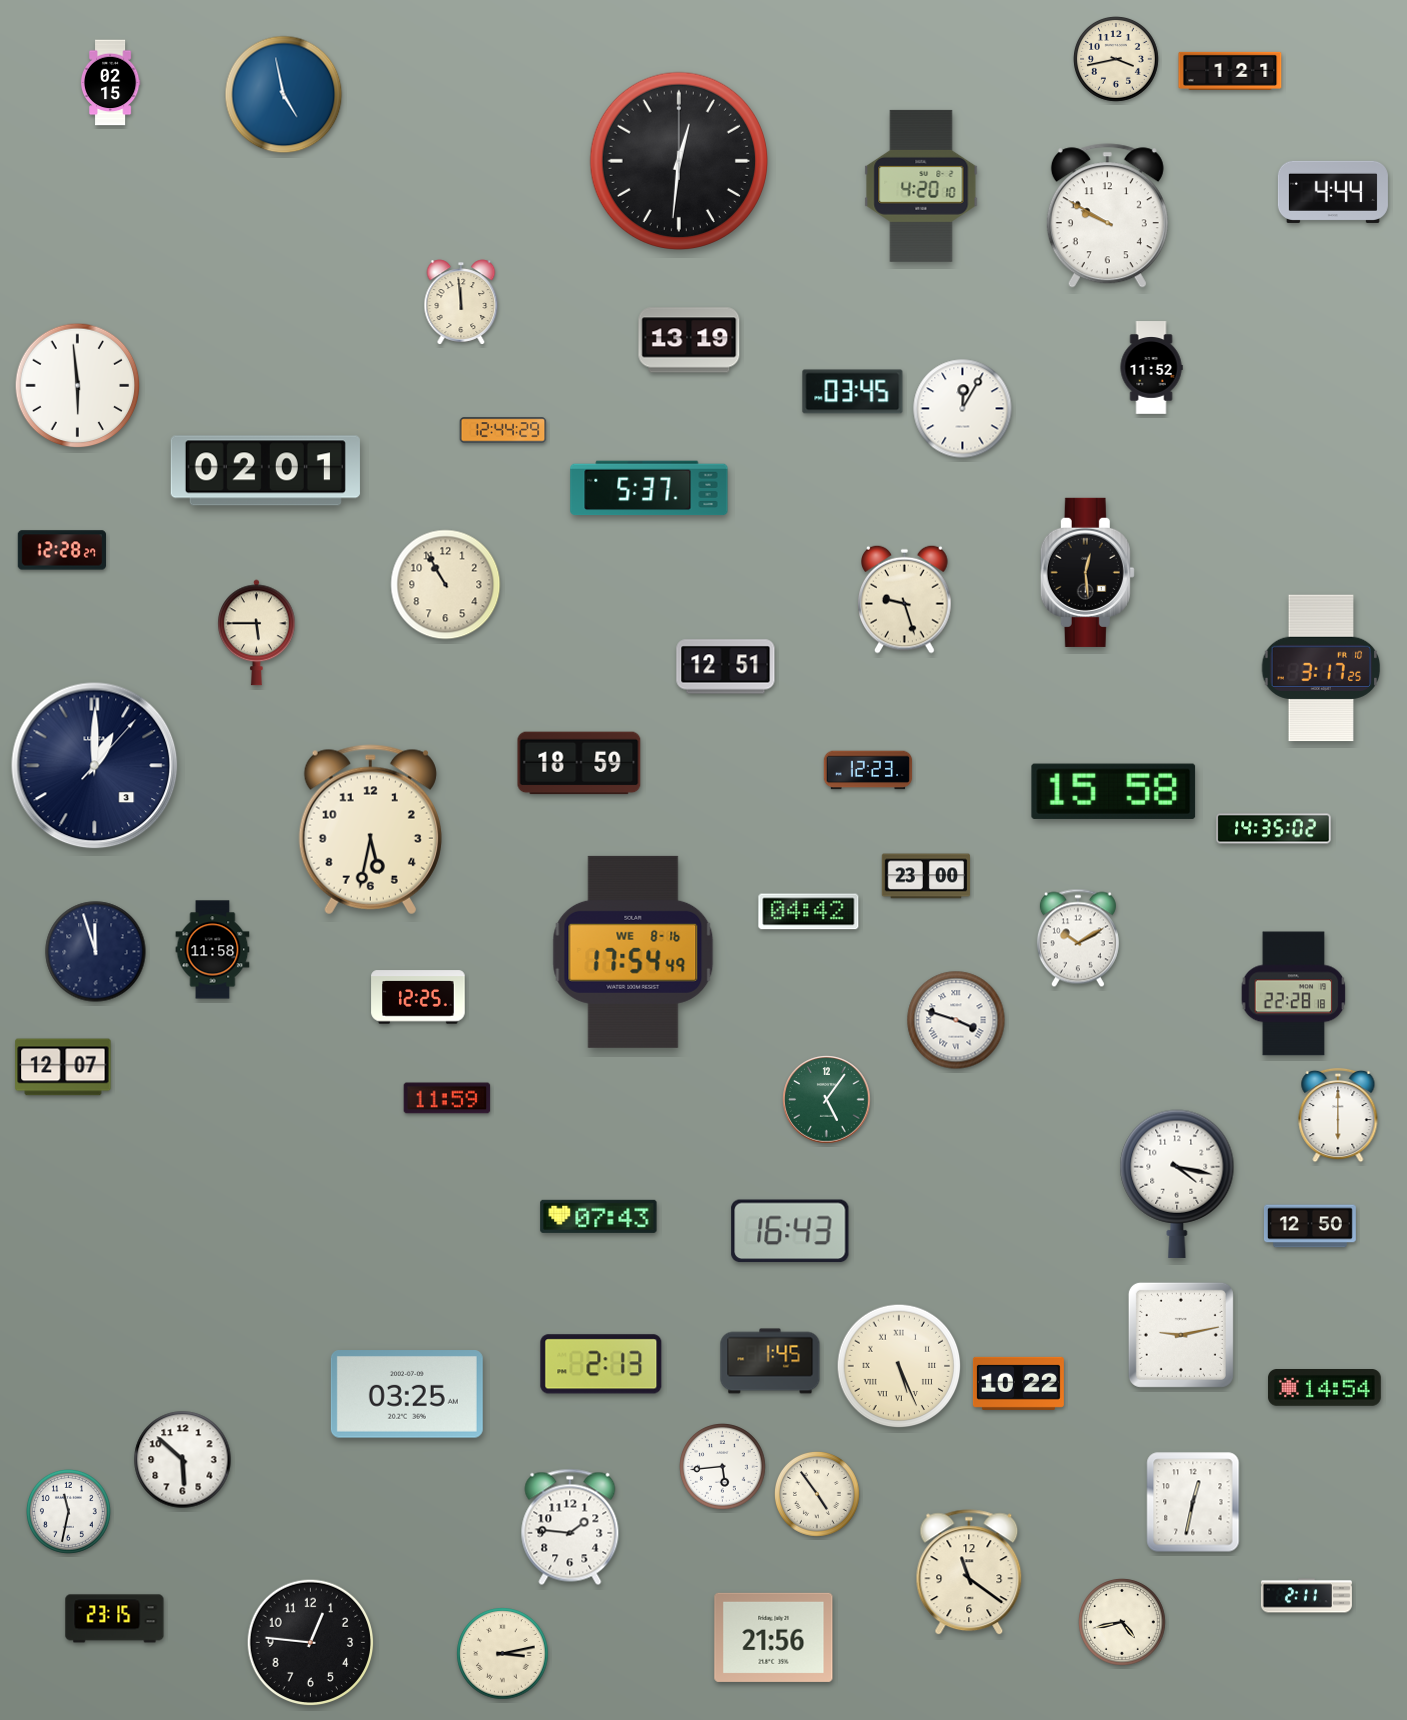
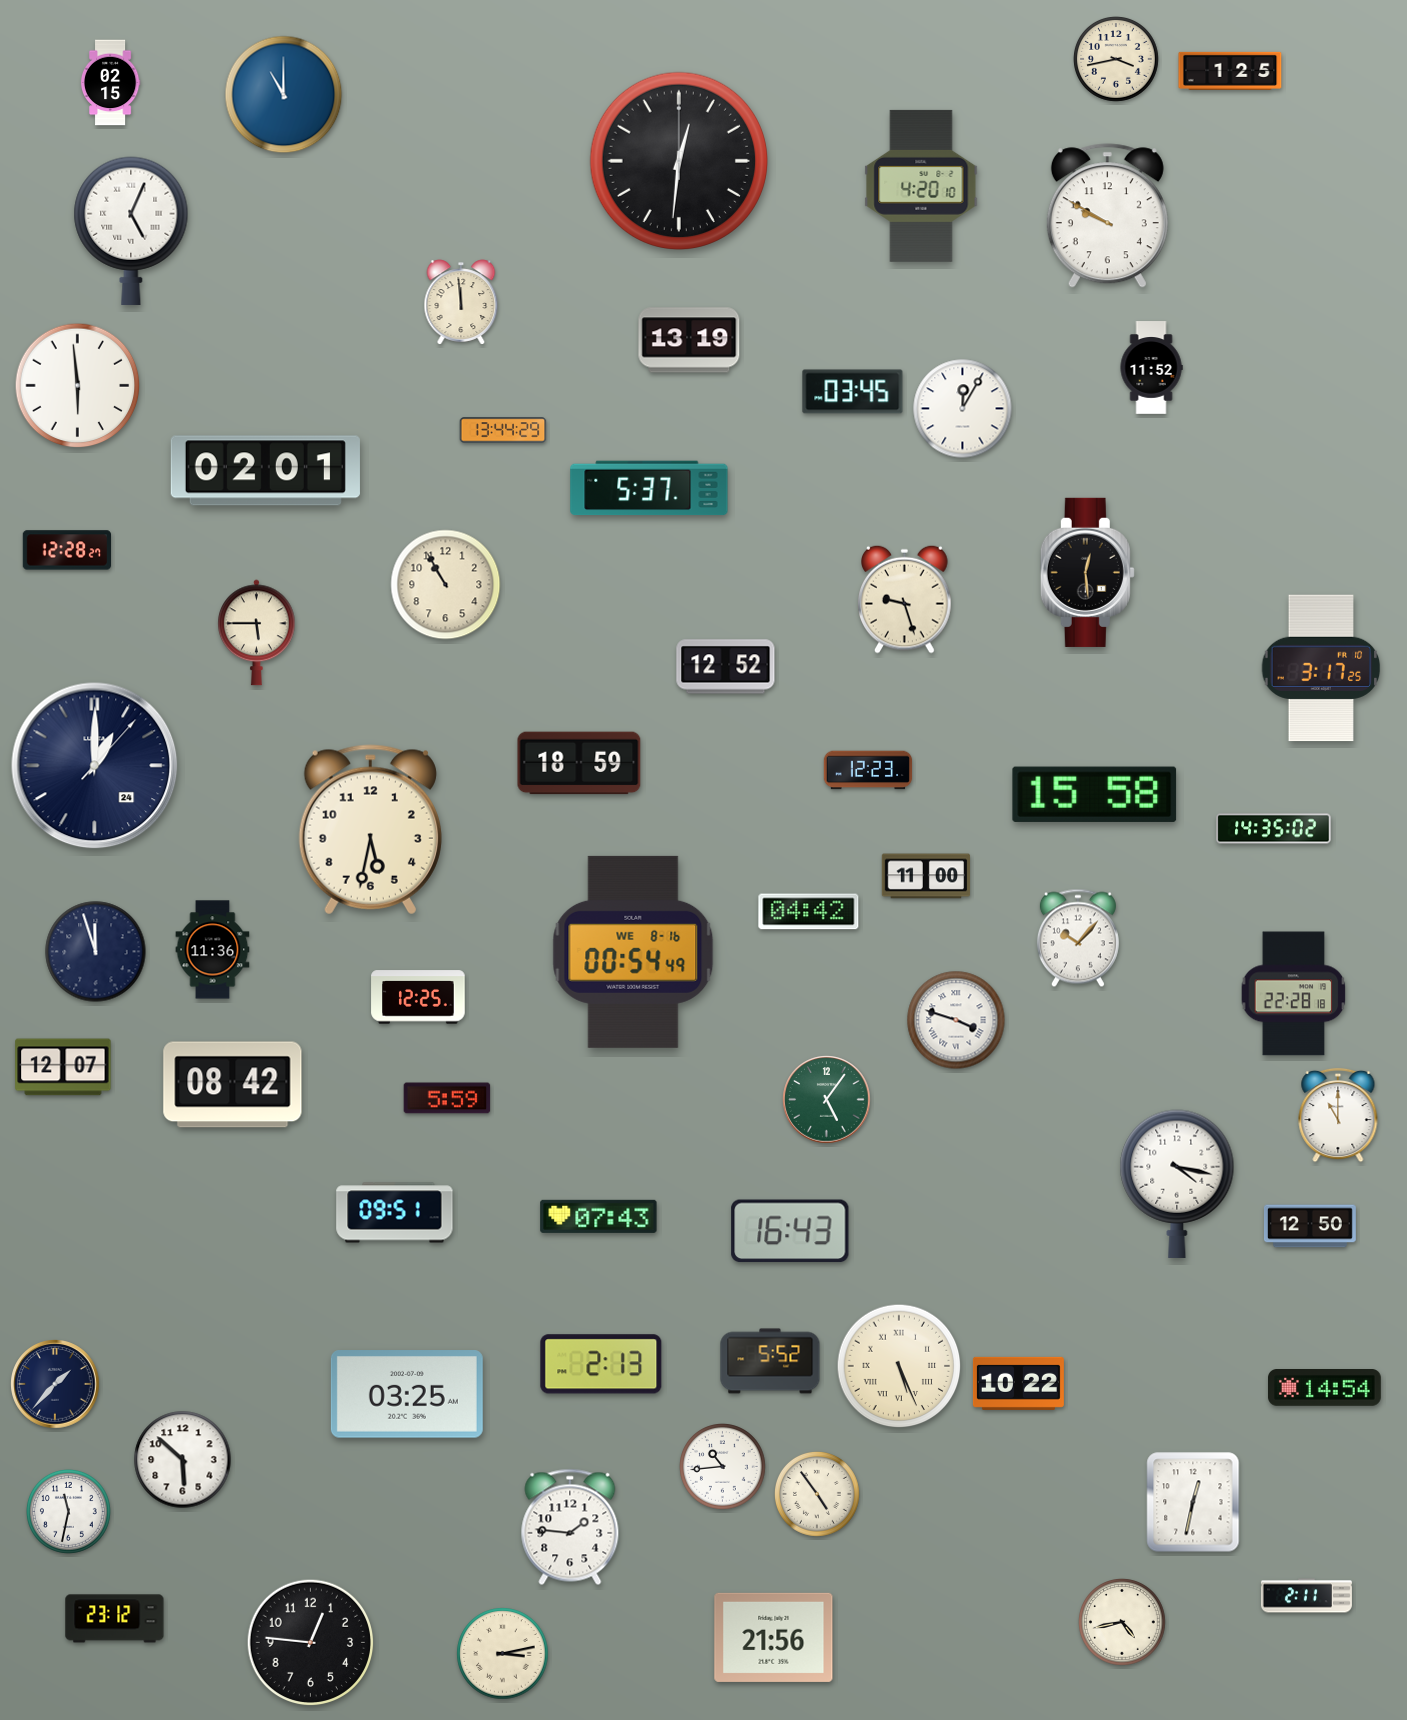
clock at (1230, 71): 1:21 -> 1:25
clock at (284, 95): 4:58 -> 11:00
clock at (1333, 192): 4:44 -> none
clock at (131, 231): none -> 5:04
clock at (503, 430): 12:44 -> 13:44
clock at (61, 550) position: (61, 550) -> (66, 550)
clock at (726, 667): 12:51 -> 12:52
clock at (95, 766) date: 3 -> 24
clock at (1114, 791) position: (1114, 791) -> (1095, 794)
clock at (926, 876): 23:00 -> 11:00
clock at (1078, 938): 10:10 -> 10:07
clock at (213, 950): 11:58 -> 11:36
clock at (633, 952): 17:54 -> 00:54
clock at (233, 1085): none -> 08:42
clock at (447, 1098): 11:59 -> 5:59
clock at (1338, 1115): 6:00 -> 11:00
clock at (395, 1213): none -> 09:51
clock at (1181, 1335): 9:13 -> none
clock at (770, 1361): 1:45 -> 5:52
clock at (55, 1384): none -> 1:37
clock at (723, 1467): 5:44 -> 10:44
clock at (969, 1573): 11:21 -> none
clock at (115, 1619): 23:15 -> 23:12
